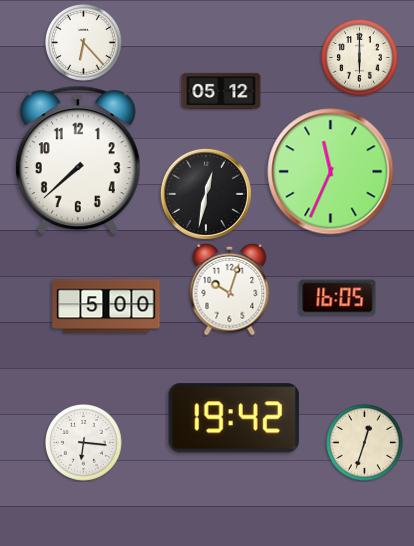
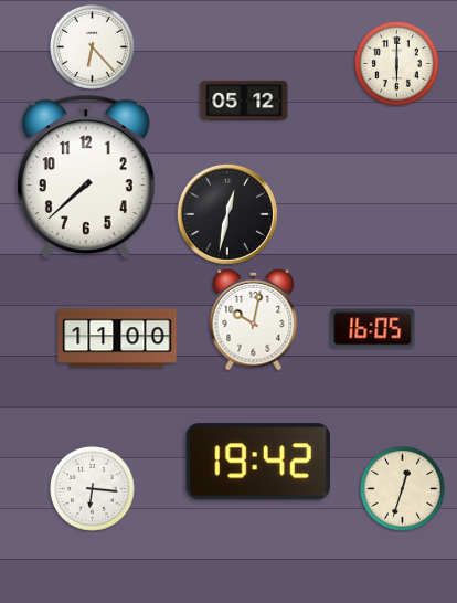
clock at (331, 172): 11:34 -> none
clock at (230, 289): 10:03 -> 10:02
clock at (106, 306): 5:00 -> 11:00
